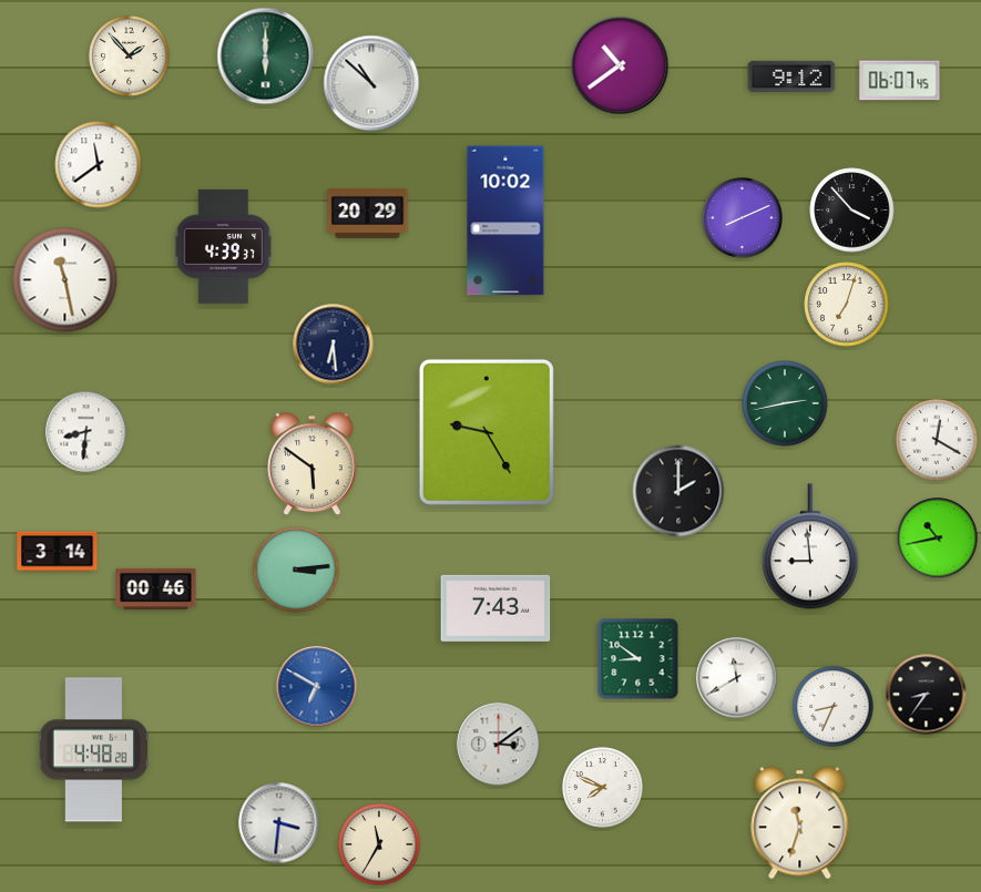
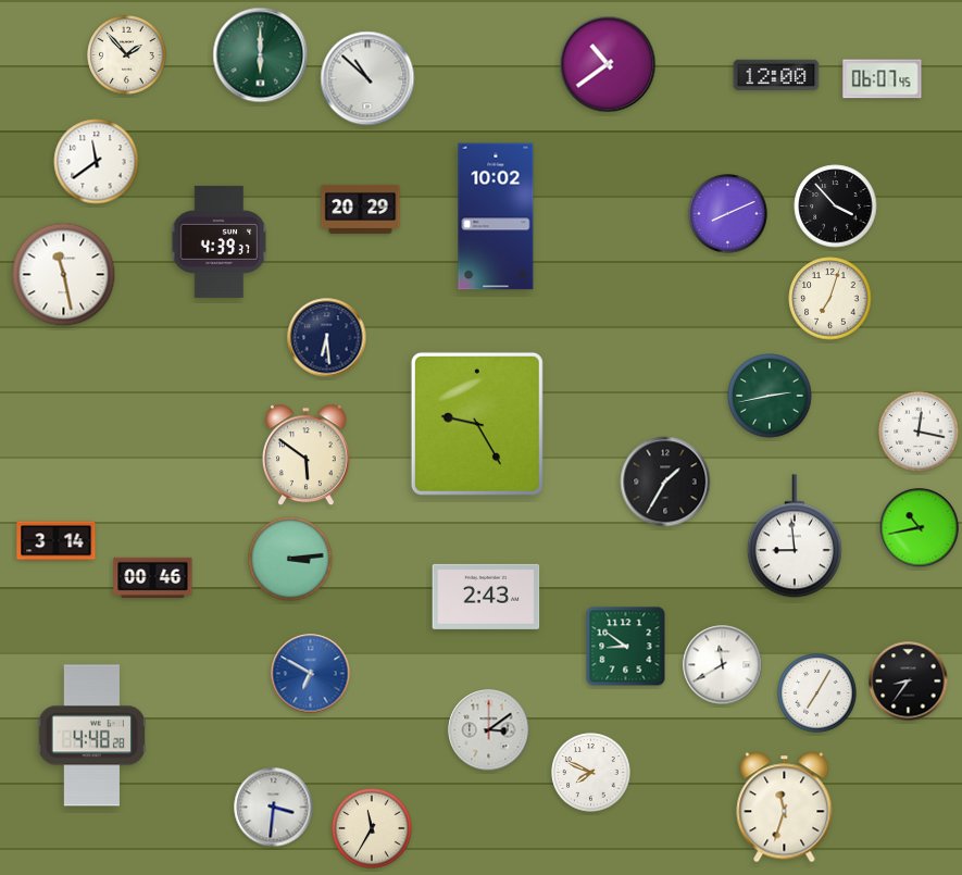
clock at (791, 75): 9:12 -> 12:00
clock at (371, 83) position: (371, 83) -> (367, 78)
clock at (86, 432): 8:31 -> none
clock at (937, 440): 12:20 -> 12:17
clock at (678, 491): 2:00 -> 1:35
clock at (495, 608): 7:43 -> 2:43
clock at (834, 707): 8:34 -> 7:05
